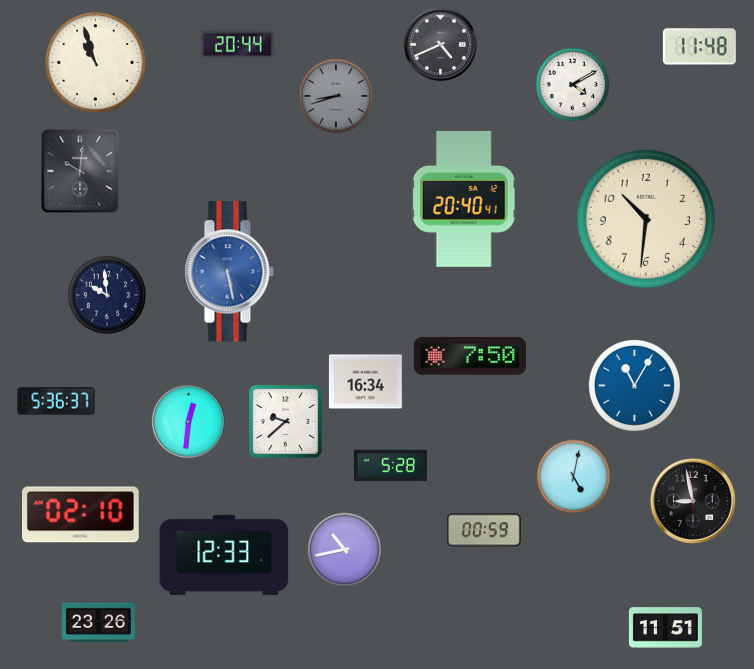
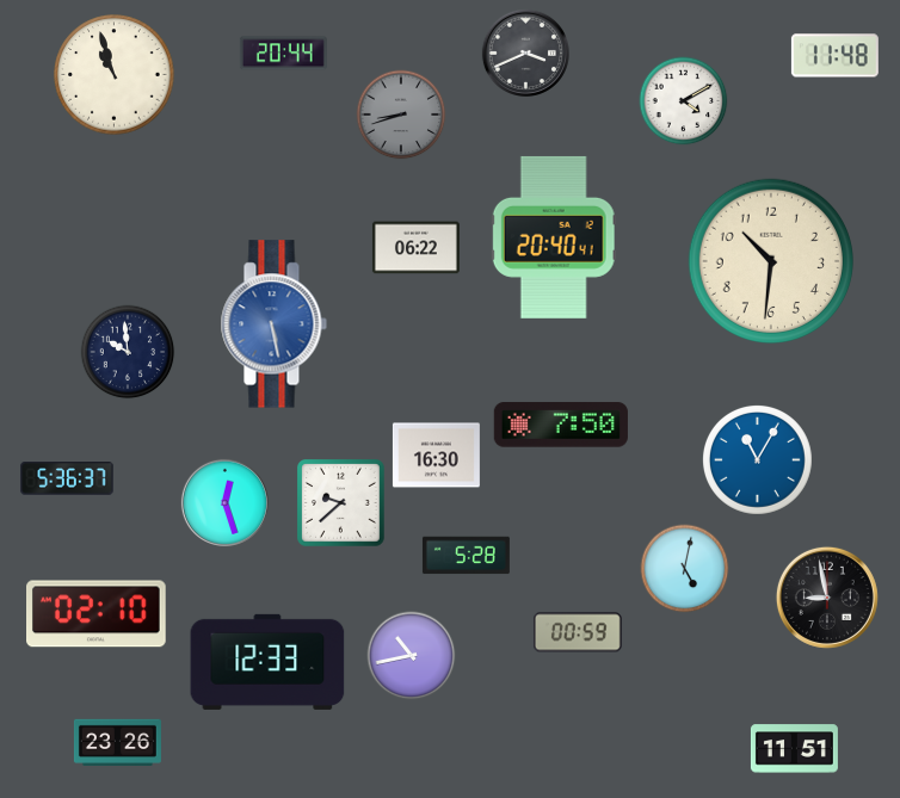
clock at (440, 44): 4:41 -> 3:41
clock at (80, 171): 10:01 -> none
clock at (415, 248): none -> 06:22
clock at (365, 382): 16:34 -> 16:30
clock at (188, 421): 12:31 -> 12:27
